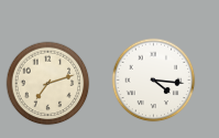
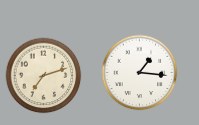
clock at (154, 81): 4:16 -> 1:16
